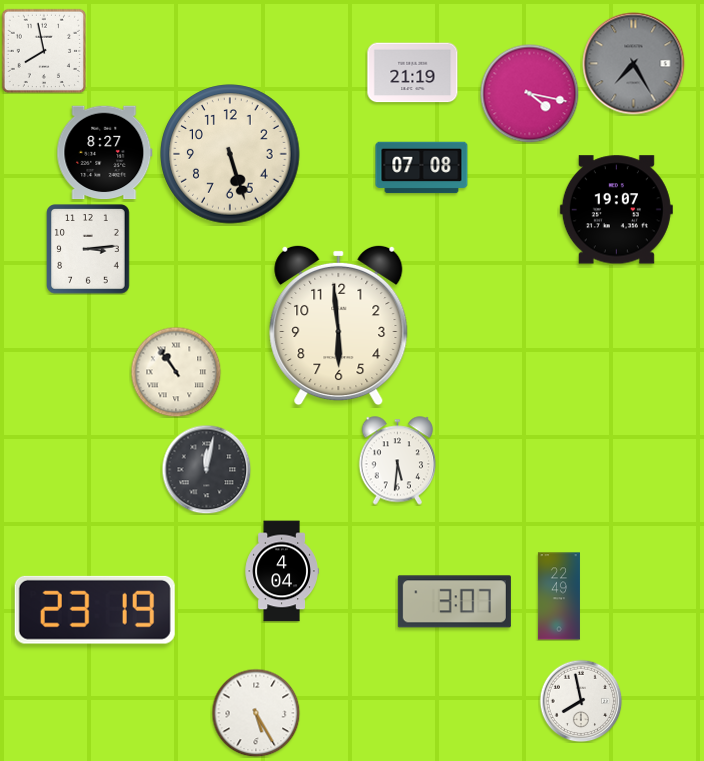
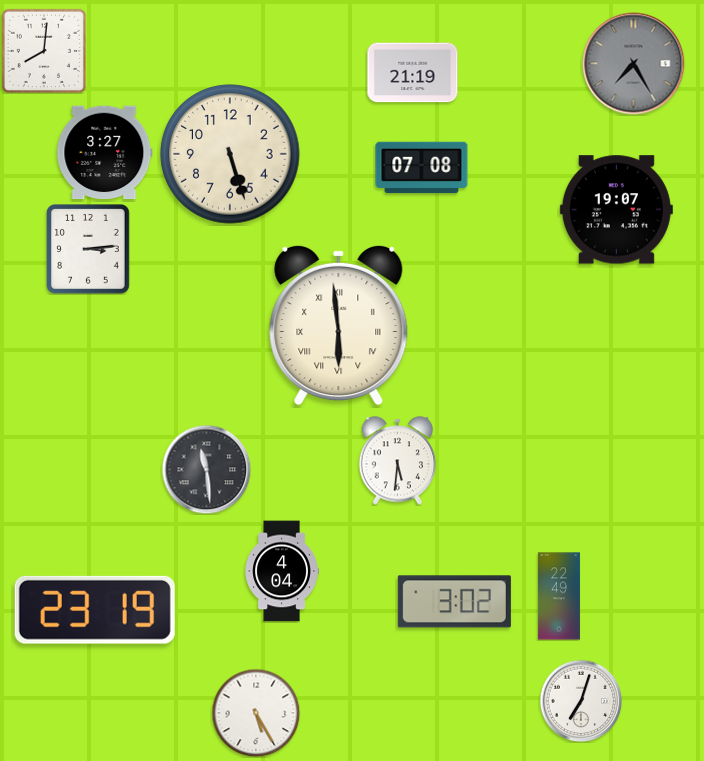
clock at (43, 50): 7:58 -> 8:01
clock at (530, 94): 4:17 -> none
clock at (105, 153): 8:27 -> 3:27
clock at (339, 325) numerals: Arabic -> Roman
clock at (176, 372): 10:54 -> none
clock at (206, 469): 12:02 -> 11:29
clock at (454, 602): 3:07 -> 3:02
clock at (581, 701): 7:58 -> 7:03
